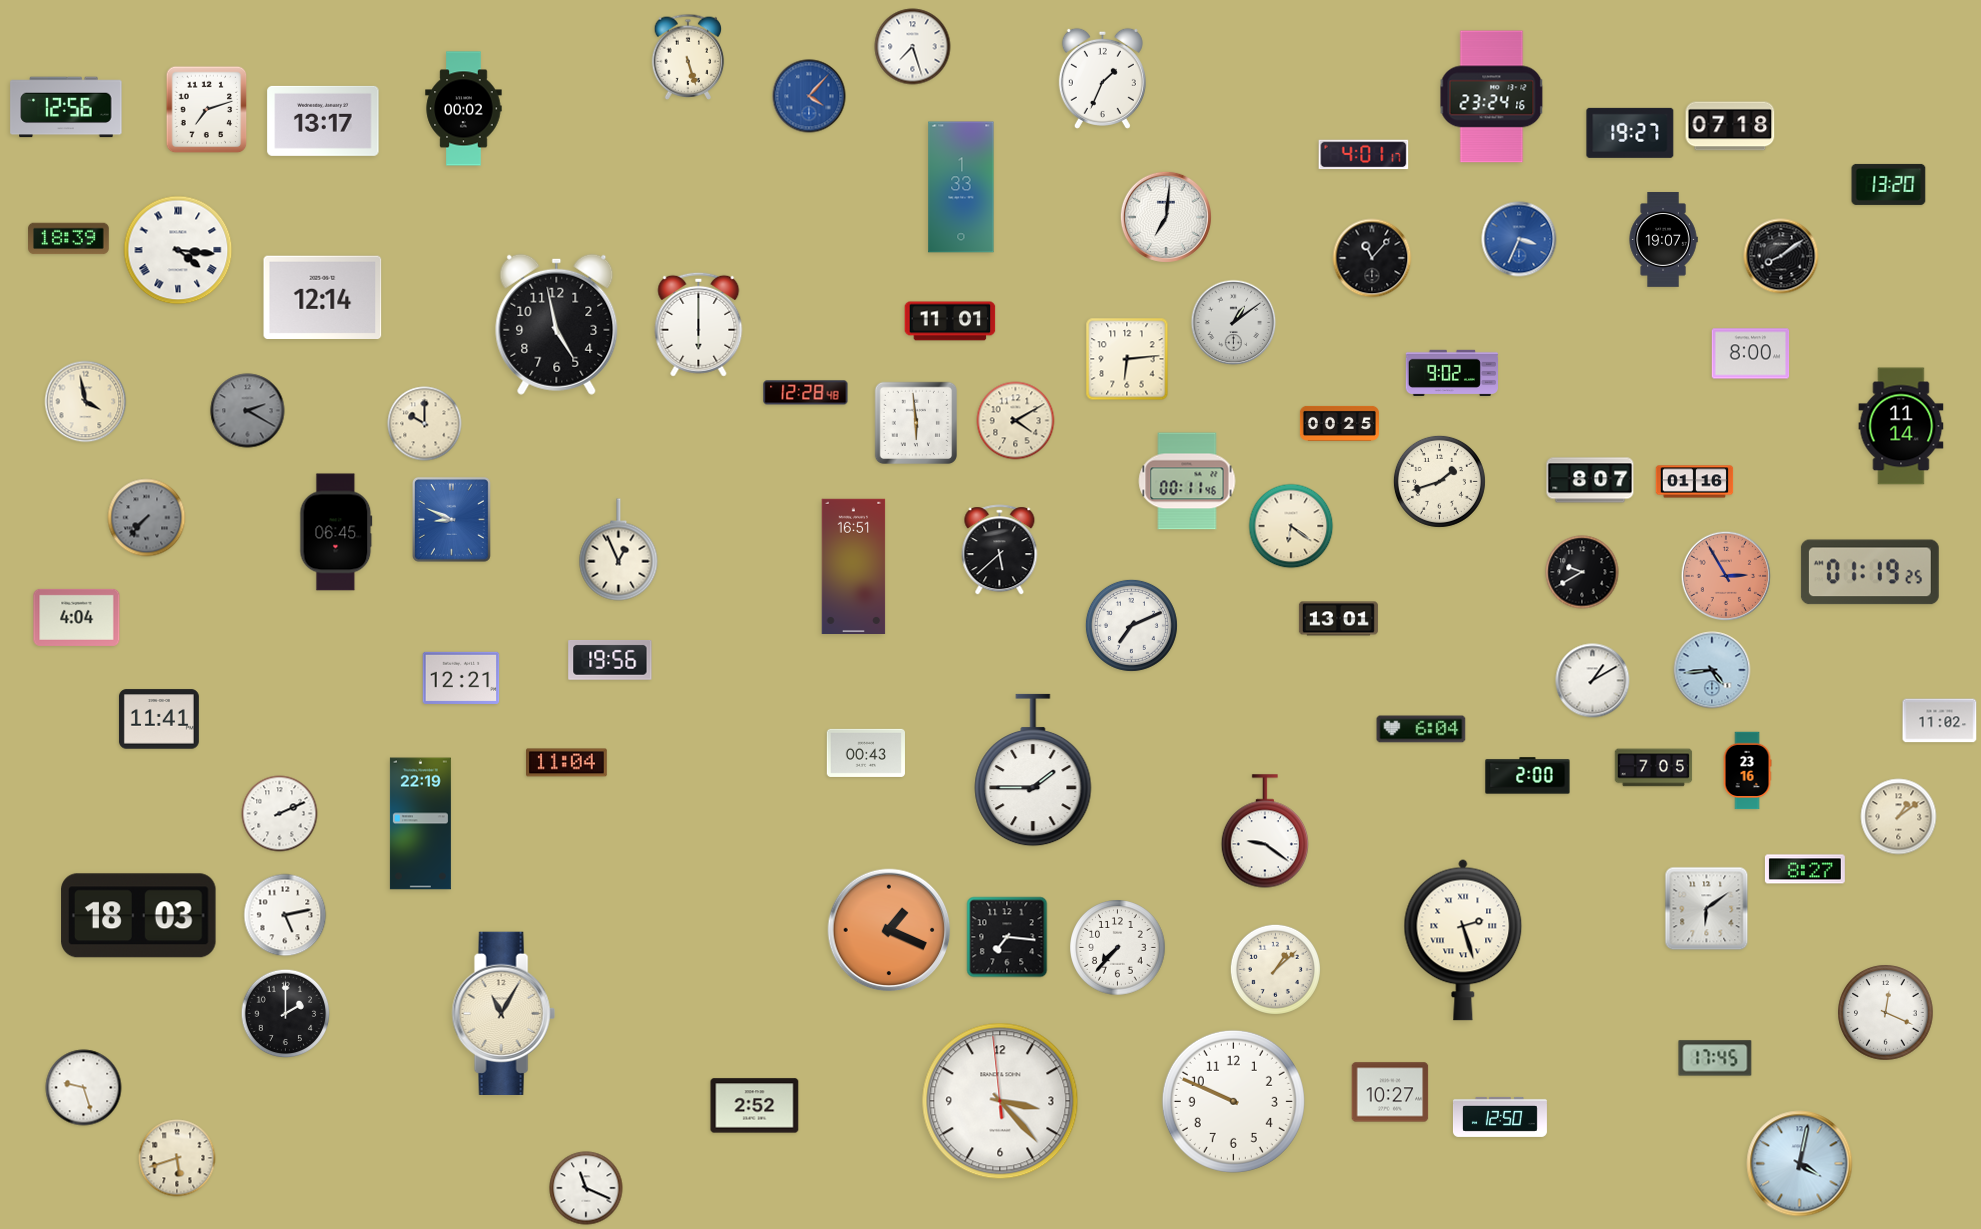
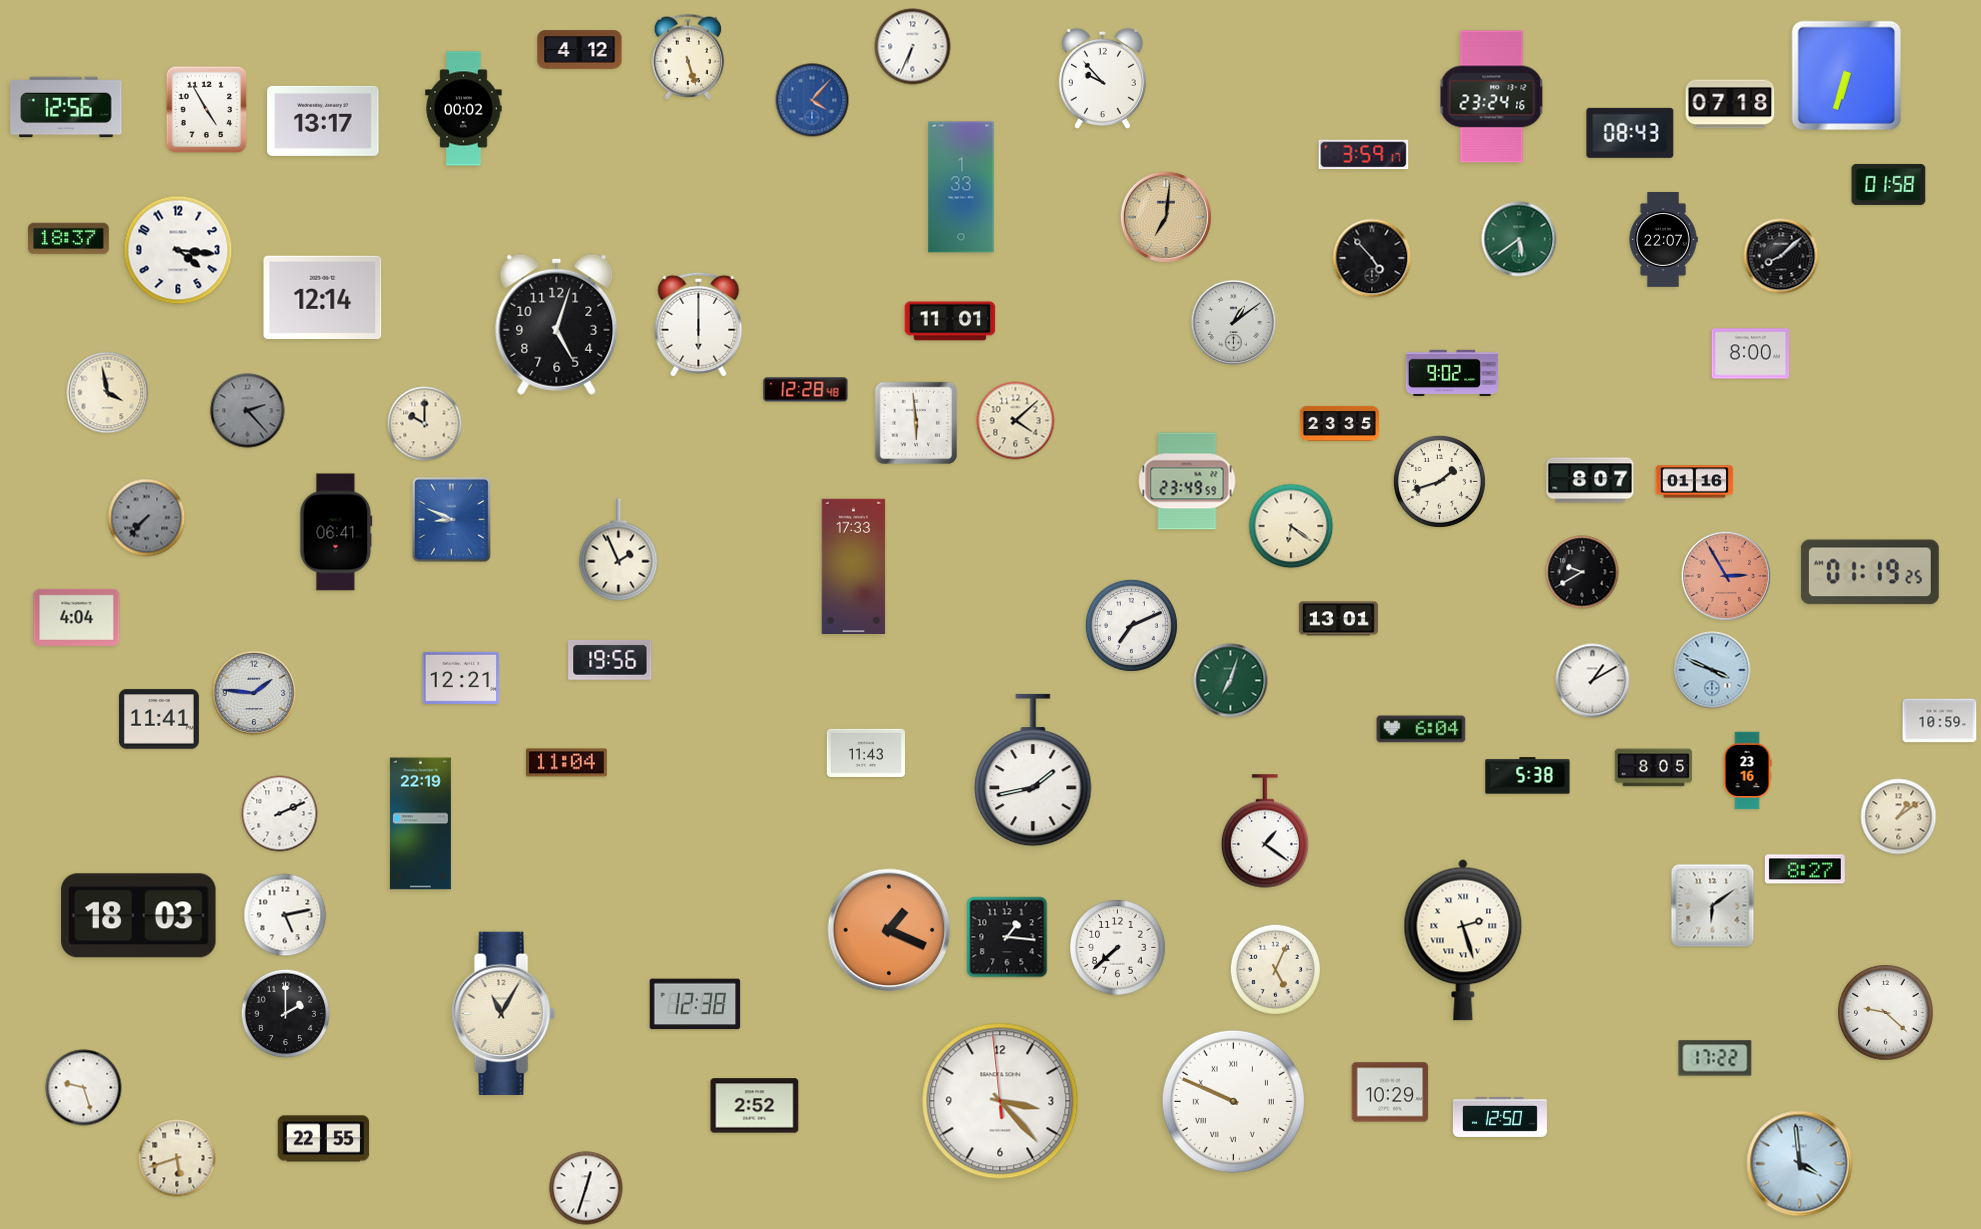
clock at (913, 47): 7:27 -> 6:34
clock at (580, 50): none -> 4:12
clock at (1847, 76): none -> 6:33
clock at (1102, 78): 1:34 -> 9:53
clock at (809, 96) position: (809, 96) -> (812, 100)
clock at (207, 110): 7:12 -> 4:55
clock at (1730, 126) position: (1730, 126) -> (1730, 104)
clock at (1630, 133): 19:27 -> 08:43
clock at (1364, 155): 4:01 -> 3:59
clock at (1889, 184): 13:20 -> 01:58
clock at (1166, 217) dial: white -> champagne
clock at (69, 239): 18:39 -> 18:37
clock at (1519, 239): 3:34 -> 5:39
clock at (1519, 239) dial: blue -> green
clock at (1663, 240): 19:07 -> 22:07
clock at (178, 250) numerals: Roman -> Arabic
clock at (1781, 256): 8:09 -> 8:08
clock at (1372, 258): 11:07 -> 4:53
clock at (557, 324): 4:58 -> 5:03
clock at (1127, 359): 6:14 -> none
clock at (806, 393) position: (806, 393) -> (806, 390)
clock at (86, 402) position: (86, 402) -> (108, 393)
clock at (248, 411): 2:20 -> 2:23
clock at (1016, 421): 4:10 -> 4:08
clock at (1339, 423): 00:25 -> 23:35
clock at (1901, 426): 11:14 -> none
clock at (1187, 481): 00:11 -> 23:49
clock at (336, 532): 06:45 -> 06:41
clock at (619, 550): 12:56 -> 1:56
clock at (1000, 550): 5:38 -> none
clock at (854, 566): 16:51 -> 17:33
clock at (1712, 670): 4:44 -> 3:49
clock at (1231, 681): none -> 7:03
clock at (254, 693): none -> 1:46
clock at (1940, 721): 11:02 -> 10:59
clock at (866, 753): 00:43 -> 11:43
clock at (1654, 768): 7:05 -> 8:05
clock at (1033, 770): 1:45 -> 1:43
clock at (1528, 776): 2:00 -> 5:38
clock at (1264, 831): 9:21 -> 1:21
clock at (1707, 909) position: (1707, 909) -> (1713, 906)
clock at (1007, 937): 7:16 -> 1:16
clock at (1118, 948): 7:37 -> 7:38
clock at (1275, 969): 1:08 -> 5:04
clock at (695, 1004): none -> 12:38
clock at (1886, 1013): 12:19 -> 9:22
clock at (1715, 1058): 17:45 -> 17:22
clock at (1390, 1092): 10:27 -> 10:29
clock at (1233, 1101) numerals: Arabic -> Roman
clock at (324, 1139): none -> 22:55
clock at (1800, 1164): 4:02 -> 3:59
clock at (586, 1188): 11:19 -> 12:33
